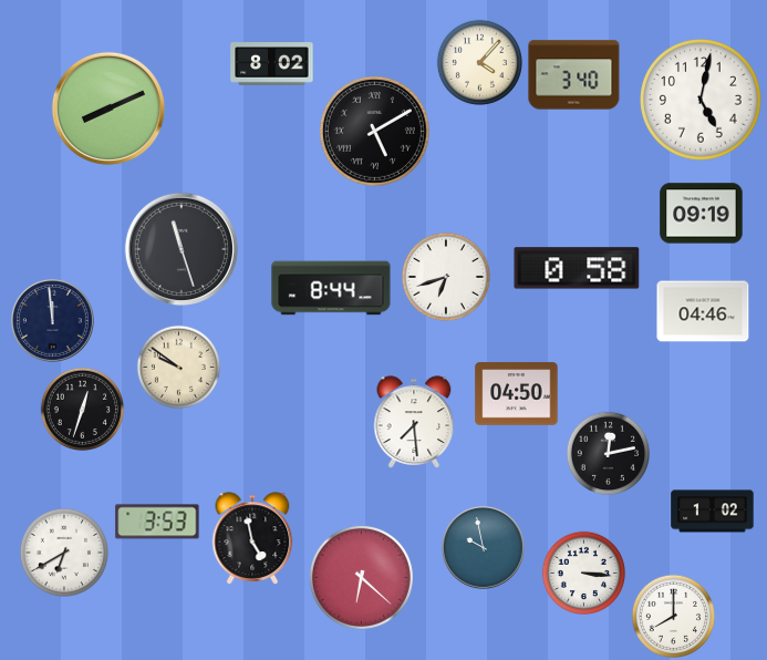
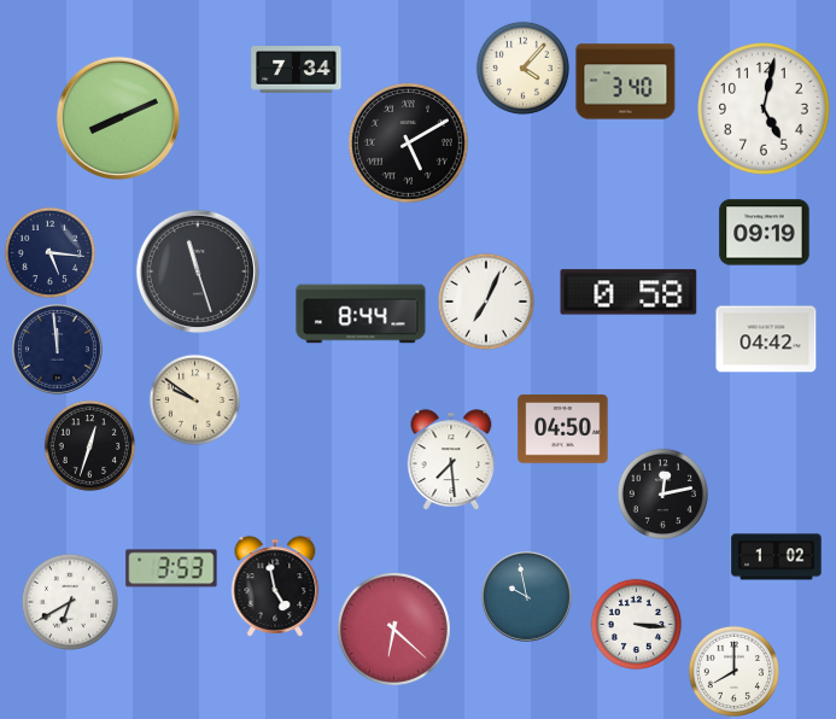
clock at (272, 64): 8:02 -> 7:34
clock at (49, 252): none -> 5:16
clock at (446, 277): 6:42 -> 7:04
clock at (703, 311): 04:46 -> 04:42
